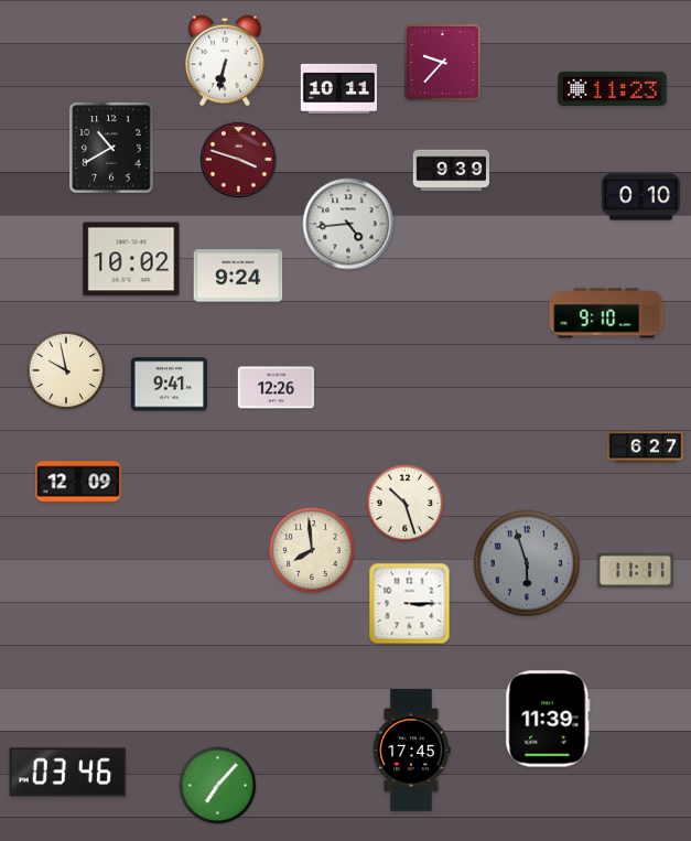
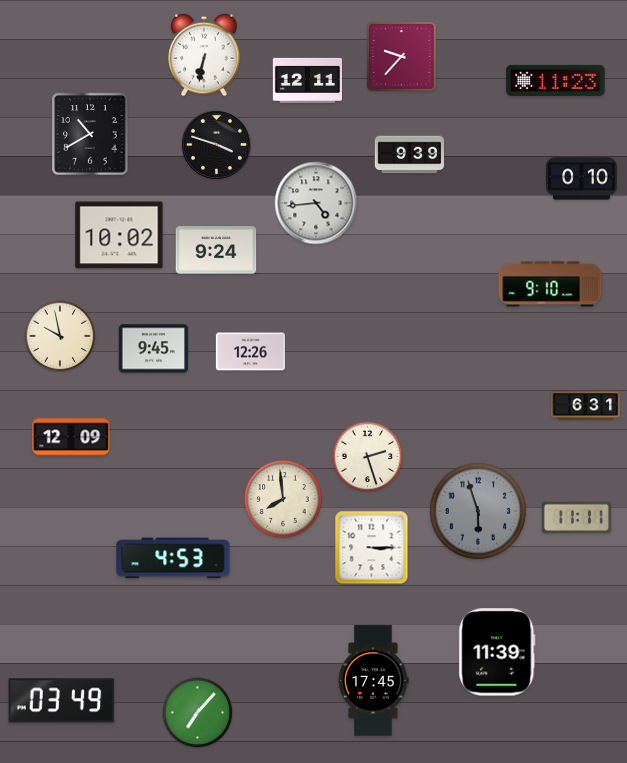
clock at (339, 88): 10:11 -> 12:11
clock at (111, 148) position: (111, 148) -> (90, 134)
clock at (238, 159) dial: burgundy -> black
clock at (169, 385): 9:41 -> 9:45
clock at (645, 448): 6:27 -> 6:31
clock at (406, 504): 10:27 -> 2:27
clock at (173, 558): none -> 4:53
clock at (68, 773): 03:46 -> 03:49
